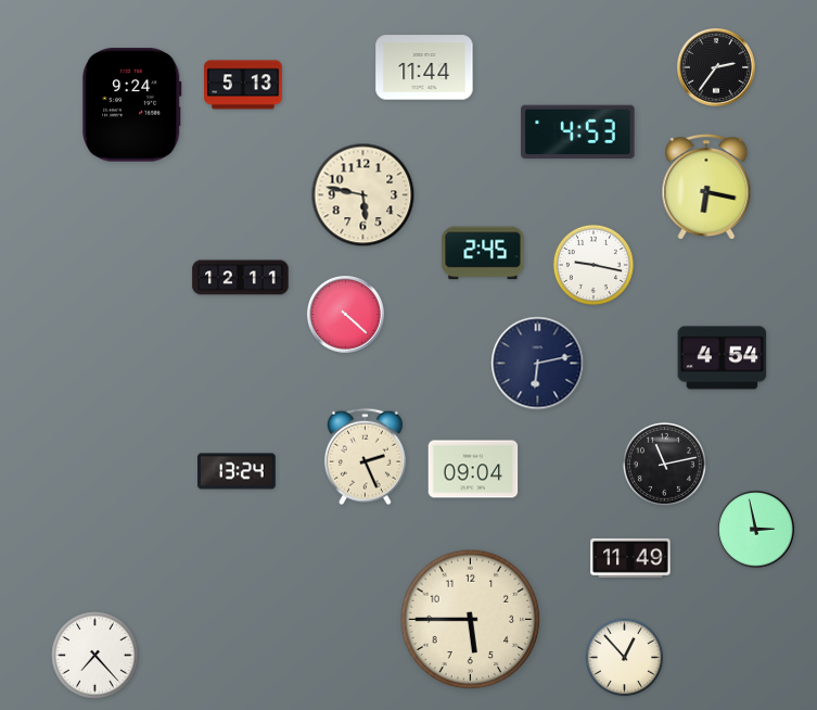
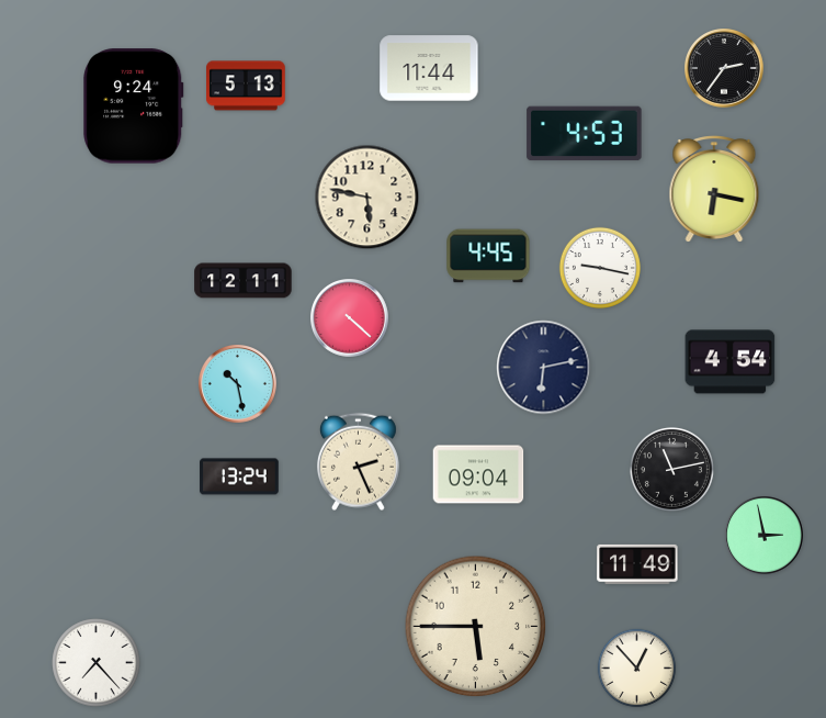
clock at (483, 253): 2:45 -> 4:45
clock at (238, 384): none -> 10:28
clock at (365, 457) position: (365, 457) -> (358, 462)
clock at (625, 658) position: (625, 658) -> (637, 669)
